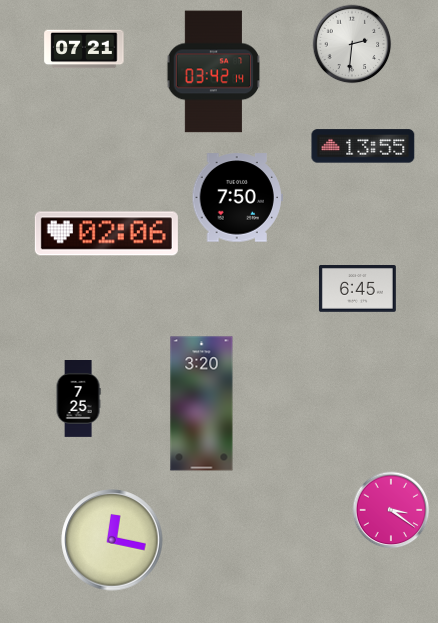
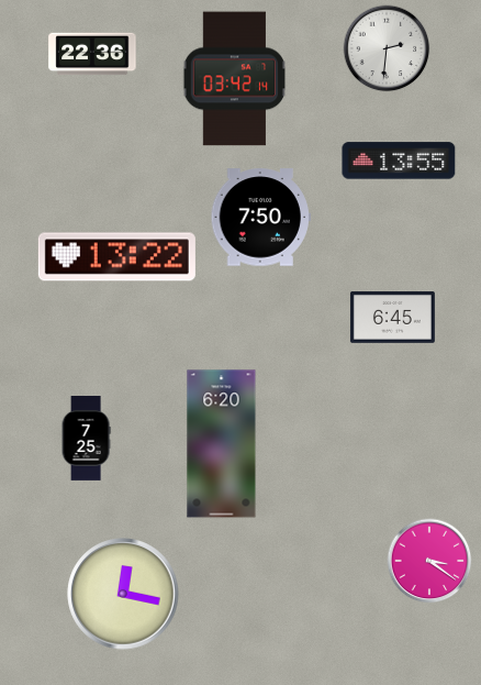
clock at (84, 49): 07:21 -> 22:36
clock at (106, 234): 02:06 -> 13:22
clock at (202, 404): 3:20 -> 6:20
